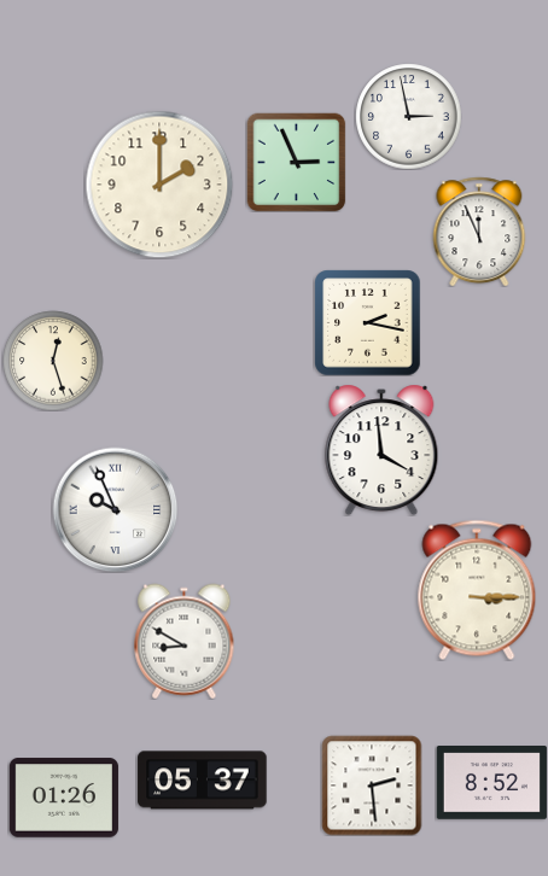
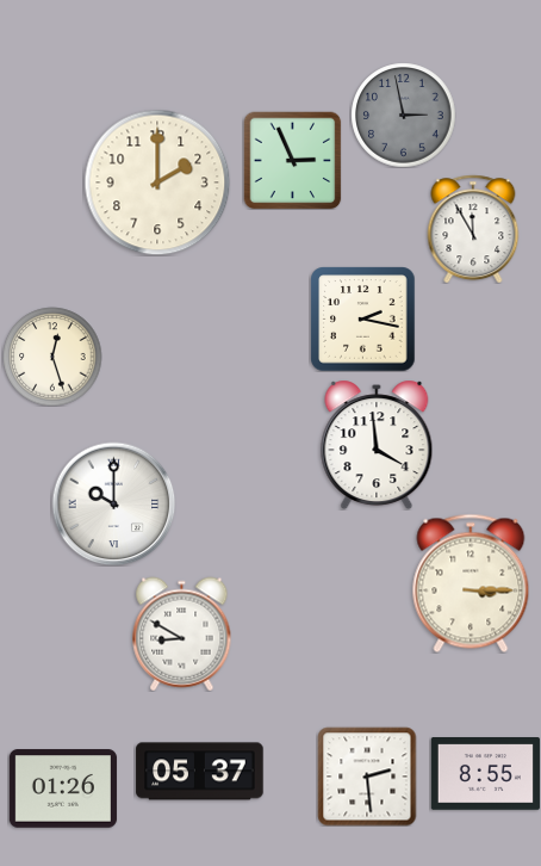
clock at (408, 116) dial: white -> grey
clock at (479, 232): 11:56 -> 11:55
clock at (115, 509): 9:56 -> 10:00
clock at (491, 783): 8:52 -> 8:55
